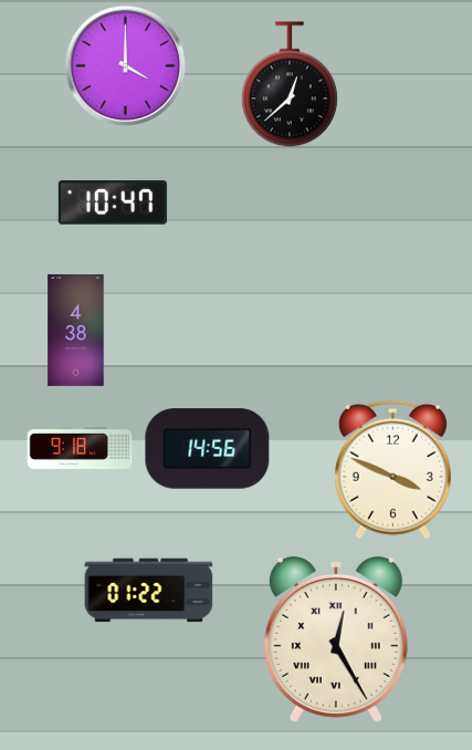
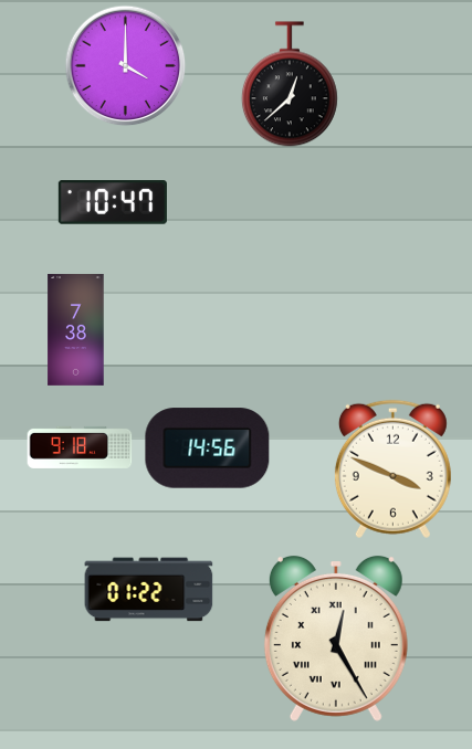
clock at (76, 330): 4:38 -> 7:38
